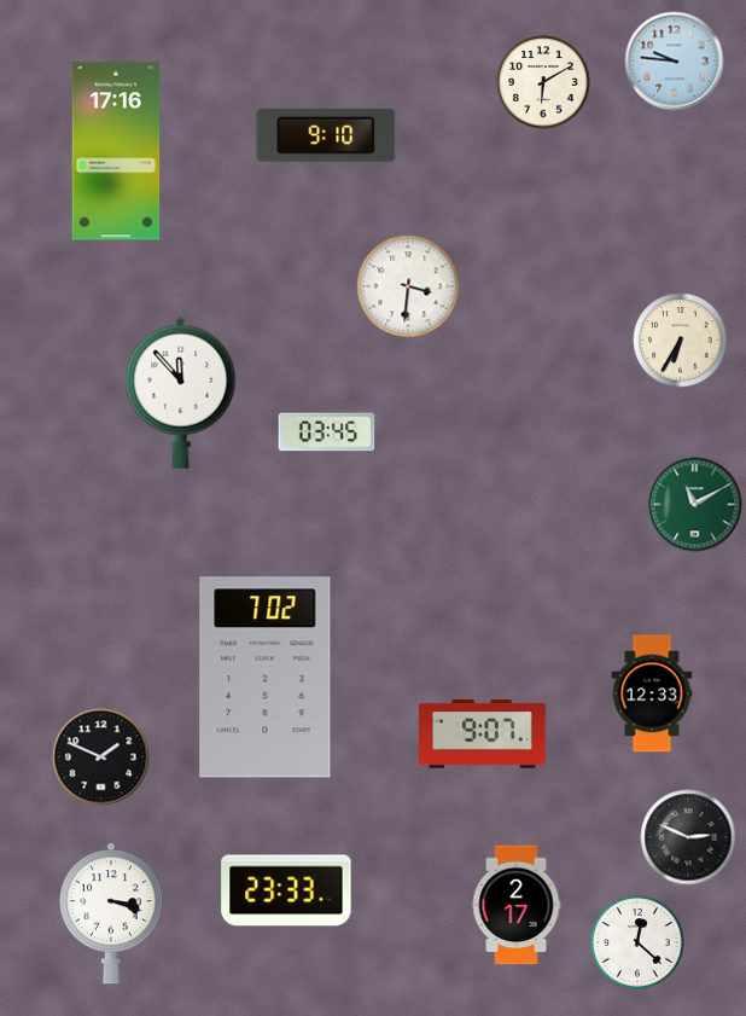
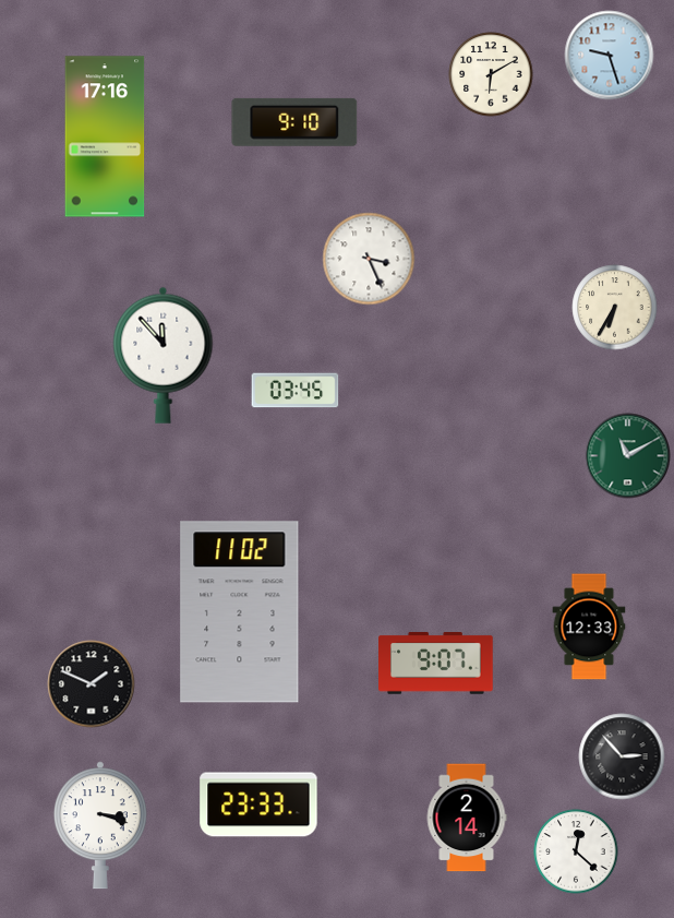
clock at (675, 62): 9:46 -> 9:27
clock at (408, 286): 3:31 -> 3:26
clock at (266, 678): 7:02 -> 11:02
clock at (688, 837): 2:49 -> 2:53
clock at (517, 905): 2:17 -> 2:14
